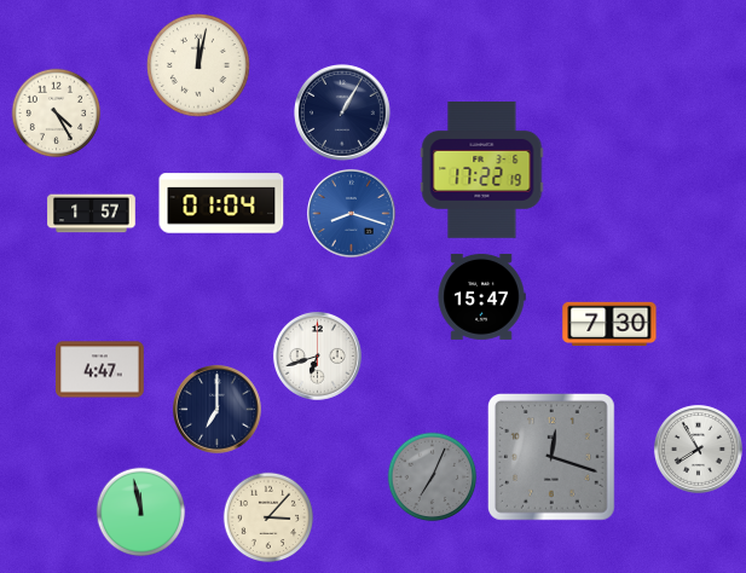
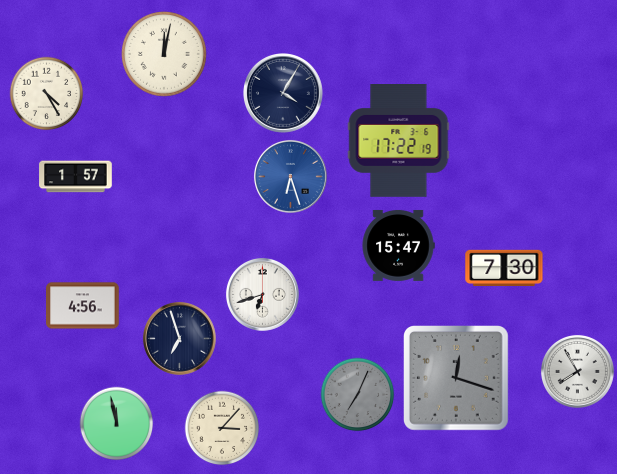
clock at (343, 114): 1:05 -> 4:05
clock at (221, 203): 01:04 -> none
clock at (351, 213): 8:18 -> 6:27
clock at (100, 370): 4:47 -> 4:56
clock at (216, 409): 7:00 -> 6:57
